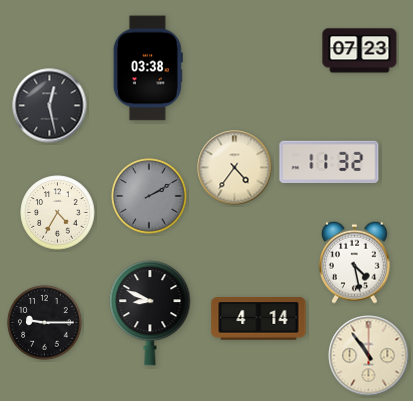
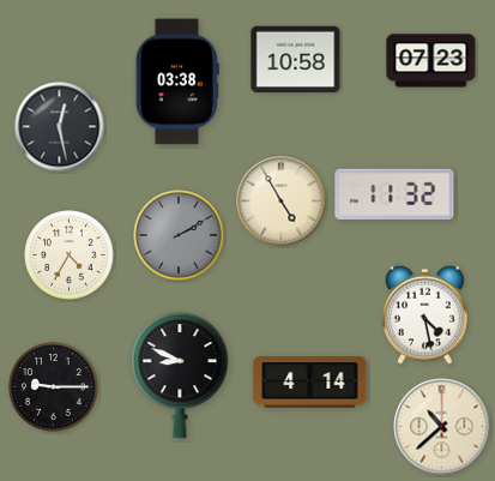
clock at (296, 60): none -> 10:58
clock at (235, 168): 4:36 -> 4:55
clock at (369, 356): 10:54 -> 10:38
